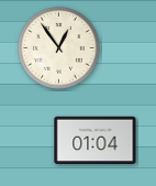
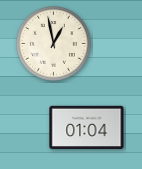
clock at (59, 48): 12:54 -> 12:58
